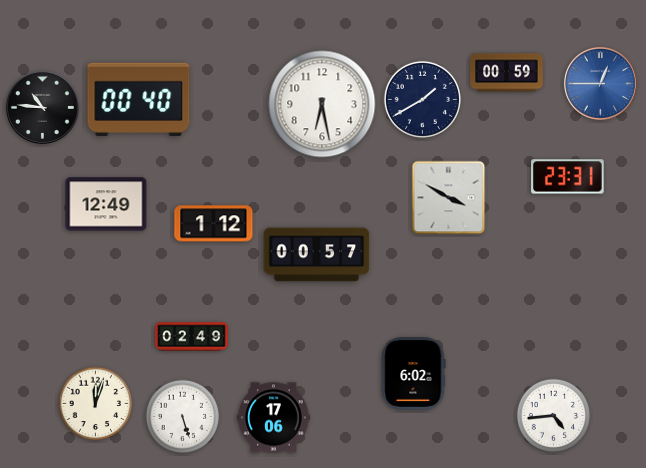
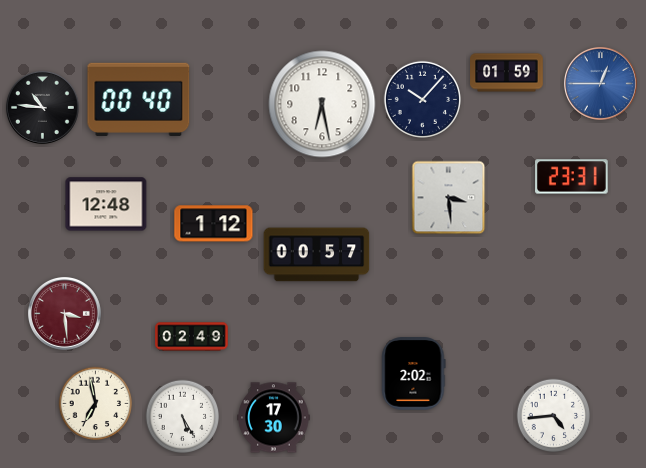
clock at (507, 73): 00:59 -> 01:59
clock at (422, 99): 1:40 -> 10:07
clock at (568, 177) position: (568, 177) -> (572, 177)
clock at (449, 198): 3:50 -> 3:29
clock at (106, 204): 12:49 -> 12:48
clock at (64, 313): none -> 3:29
clock at (414, 374): 6:02 -> 2:02
clock at (96, 404): 12:03 -> 6:58
clock at (183, 417): 5:27 -> 5:25
clock at (274, 418): 17:06 -> 17:30
